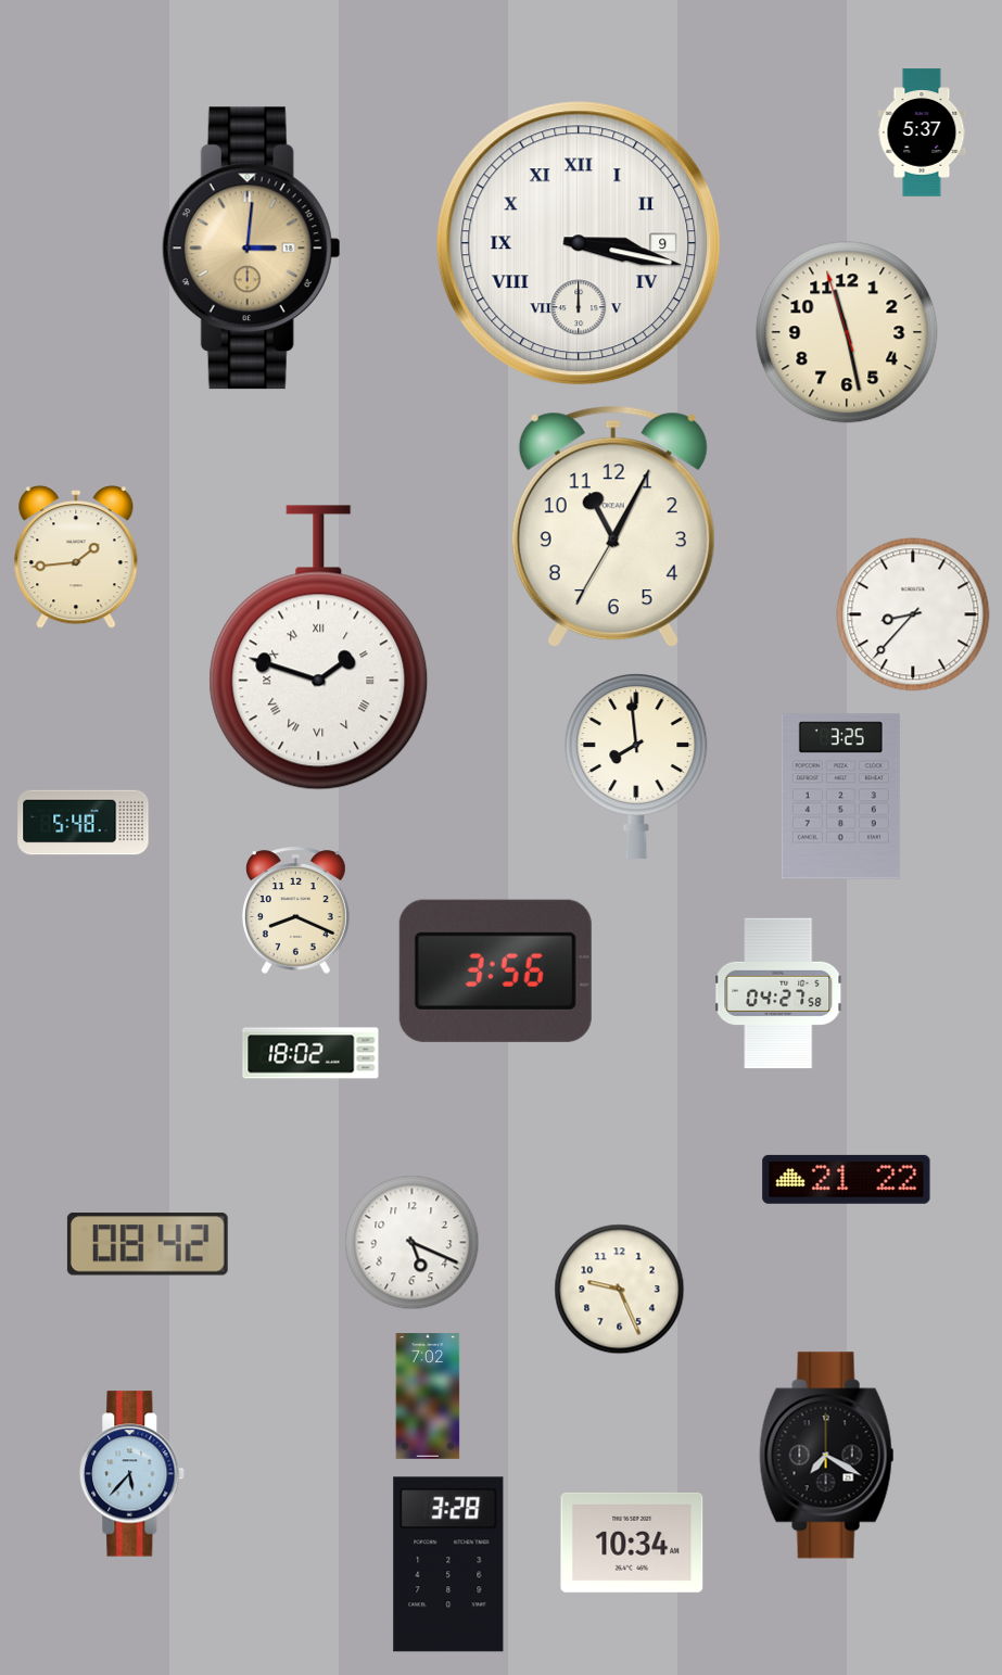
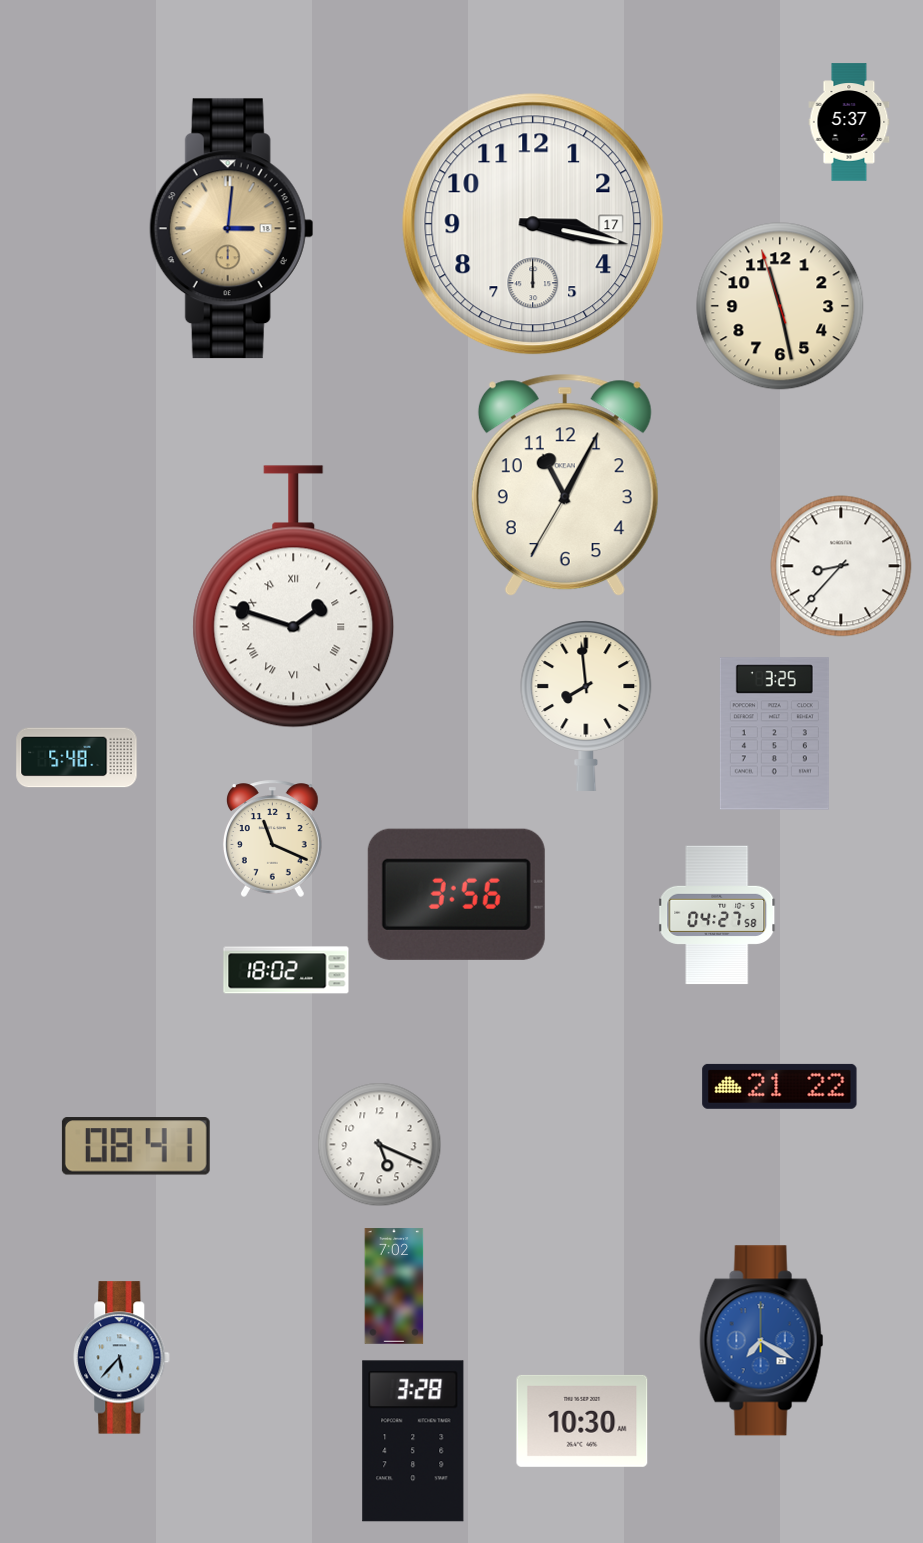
clock at (579, 243) date: 9 -> 17
clock at (579, 243) numerals: Roman -> Arabic
clock at (76, 557): 1:44 -> none
clock at (295, 910): 8:19 -> 11:19
clock at (148, 1244): 08:42 -> 08:41
clock at (620, 1290): 9:26 -> none
clock at (827, 1456) dial: black -> blue
clock at (632, 1543): 10:34 -> 10:30
